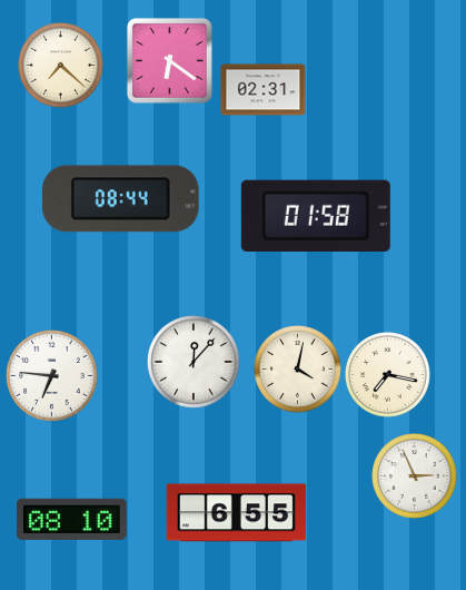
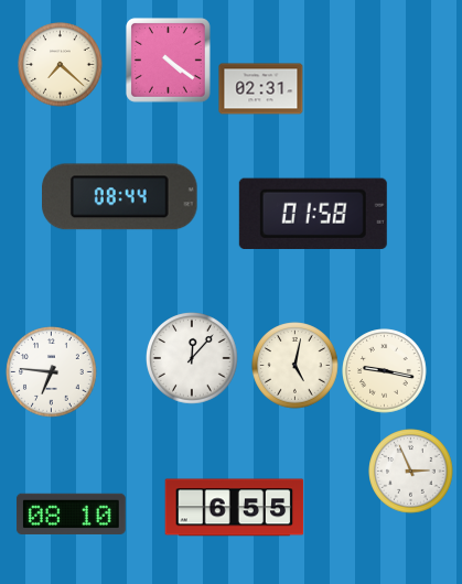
clock at (169, 60): 6:21 -> 4:21
clock at (298, 370): 4:02 -> 5:02
clock at (388, 375): 7:17 -> 9:17
